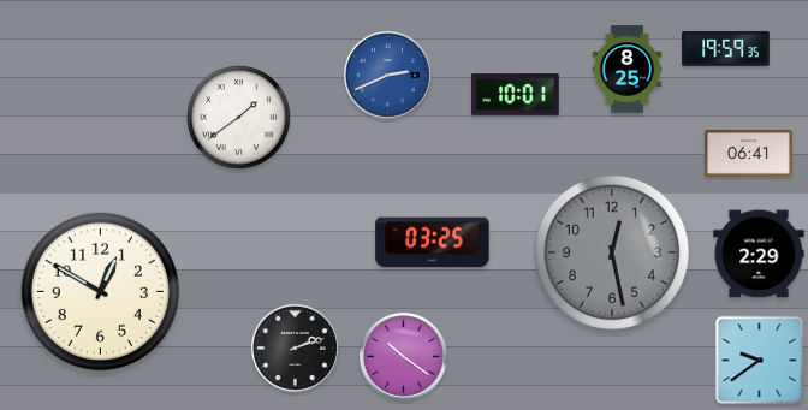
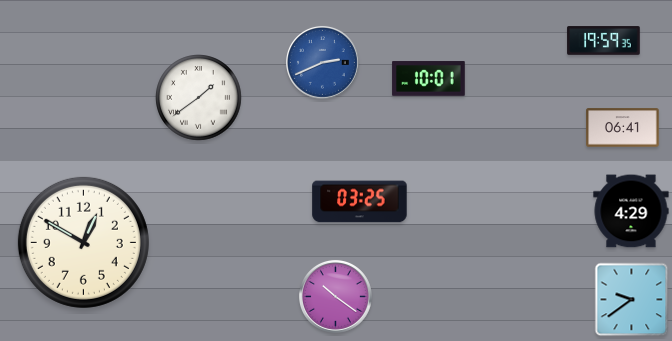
clock at (628, 70): 8:25 -> none
clock at (612, 252): 12:28 -> none
clock at (759, 254): 2:29 -> 4:29
clock at (295, 347): 2:12 -> none
